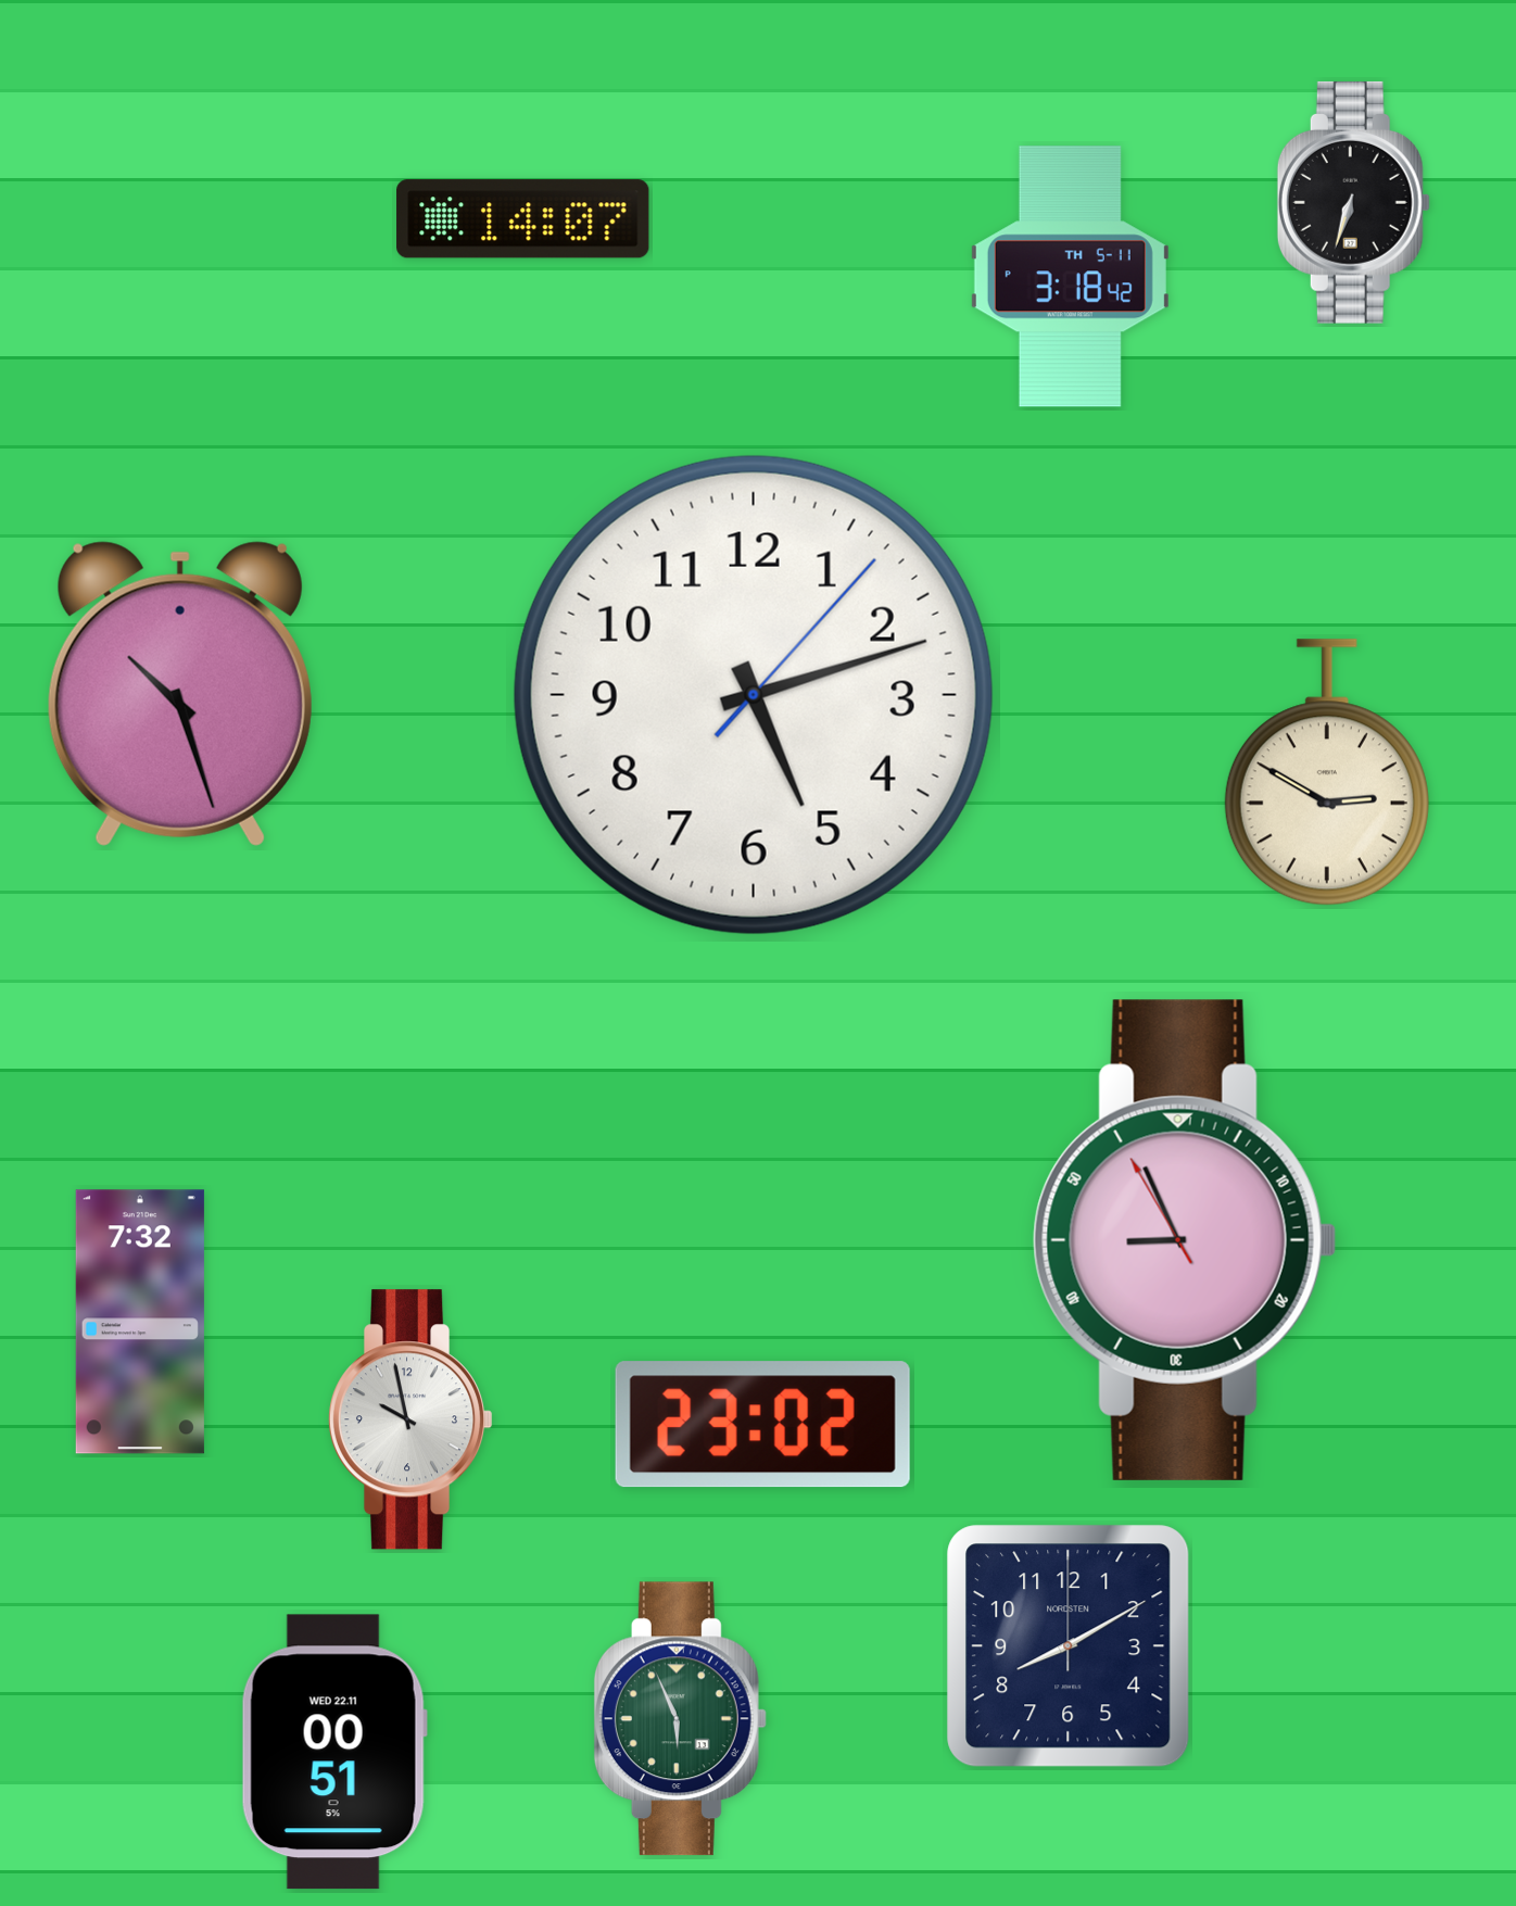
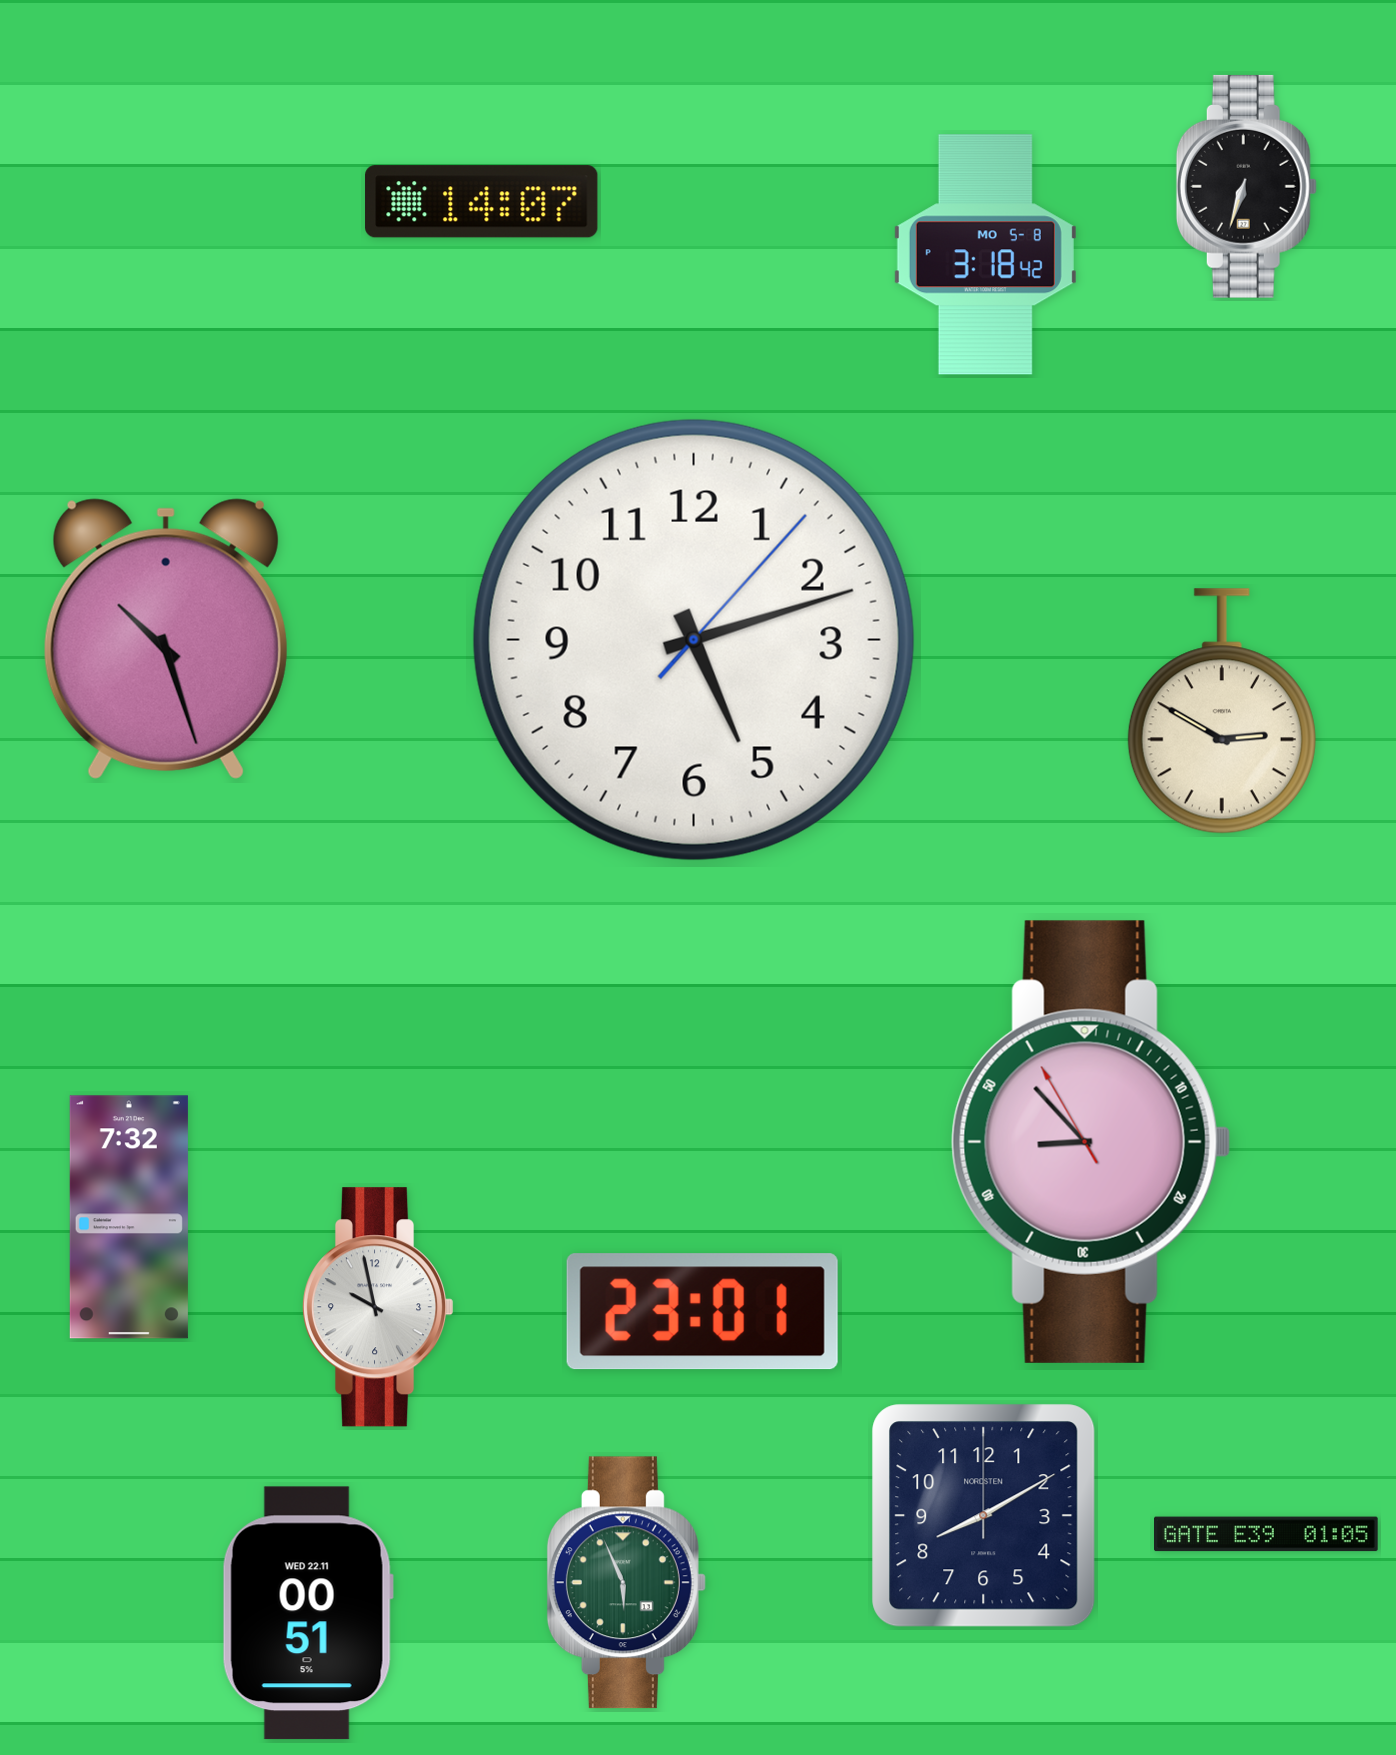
clock at (1070, 277) date: TH 5-11 -> MO 5-8
clock at (1185, 1240): 8:55 -> 8:52
clock at (762, 1425): 23:02 -> 23:01
clock at (1267, 1534): none -> 01:05
